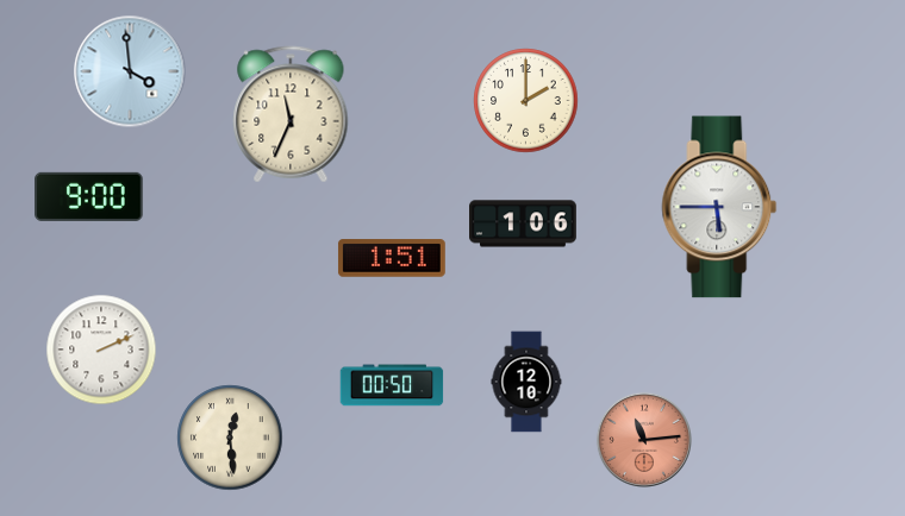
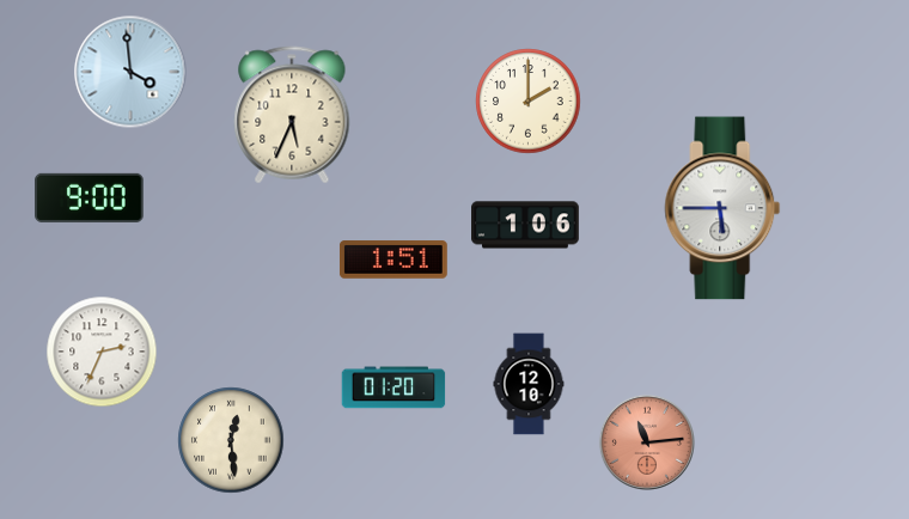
clock at (291, 114): 11:34 -> 5:34
clock at (101, 350): 2:11 -> 2:34
clock at (392, 385): 00:50 -> 01:20
